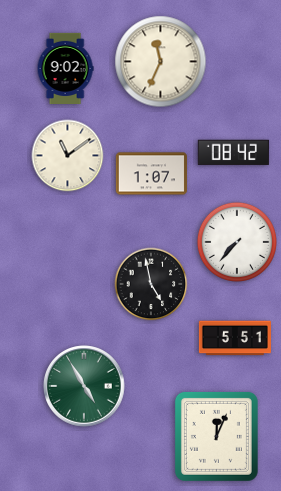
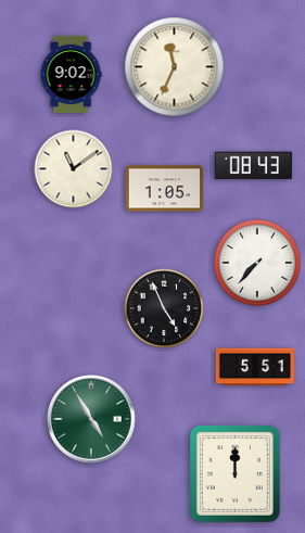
clock at (233, 153): 08:42 -> 08:43
clock at (151, 174): 1:07 -> 1:05
clock at (151, 284): 4:58 -> 4:56
clock at (216, 436): 12:04 -> 12:00
